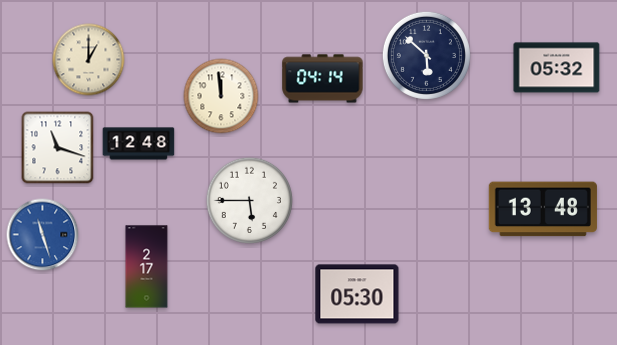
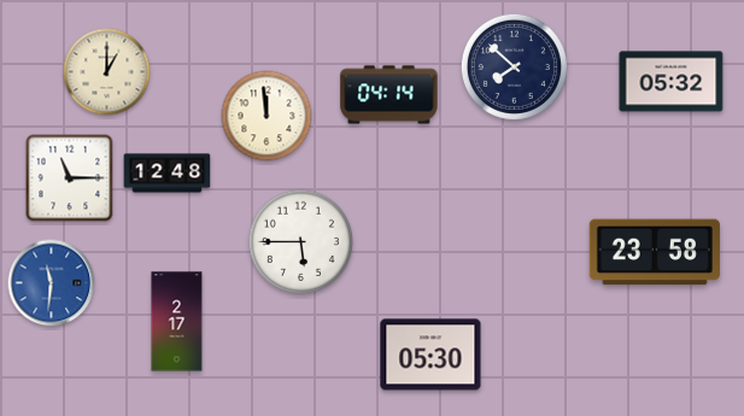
clock at (426, 55): 5:52 -> 7:52
clock at (58, 148): 11:18 -> 11:15
clock at (543, 209): 13:48 -> 23:58
clock at (43, 235): 11:27 -> 11:31
